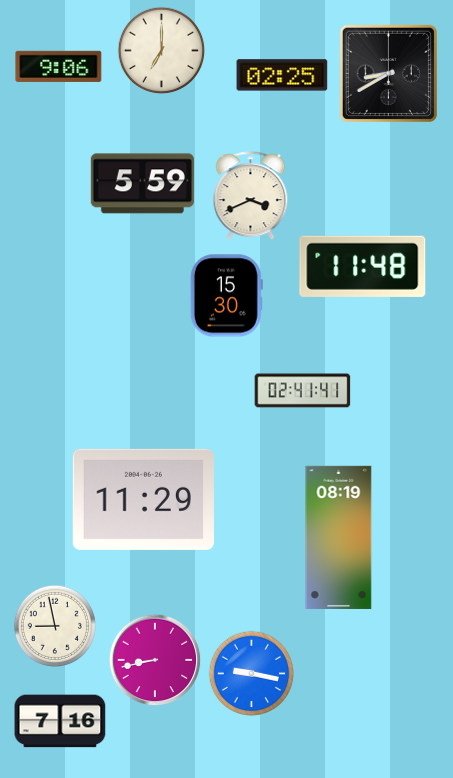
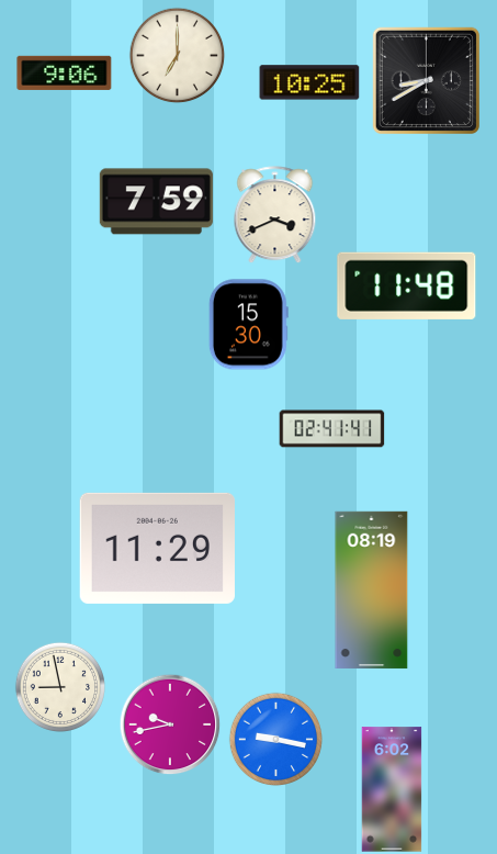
clock at (282, 75): 02:25 -> 10:25
clock at (142, 184): 5:59 -> 7:59
clock at (363, 266) position: (363, 266) -> (407, 285)
clock at (155, 660): 8:43 -> 9:43
clock at (392, 789): none -> 6:02
clock at (60, 721): 7:16 -> none
